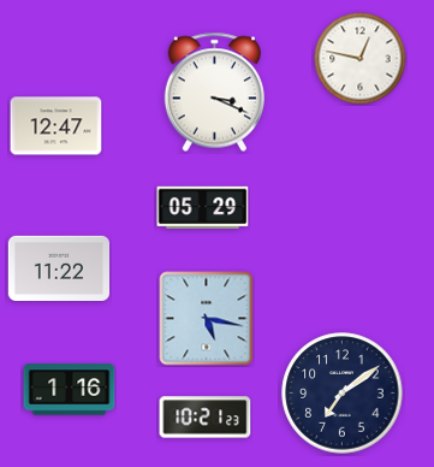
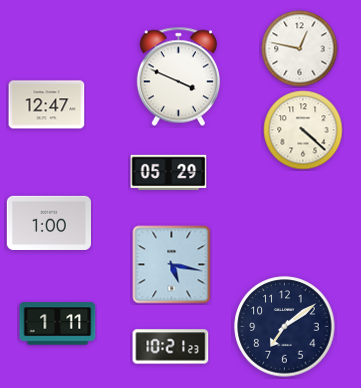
clock at (214, 93): 3:19 -> 3:49
clock at (303, 130): none -> 4:22
clock at (58, 268): 11:22 -> 1:00
clock at (70, 390): 1:16 -> 1:11
